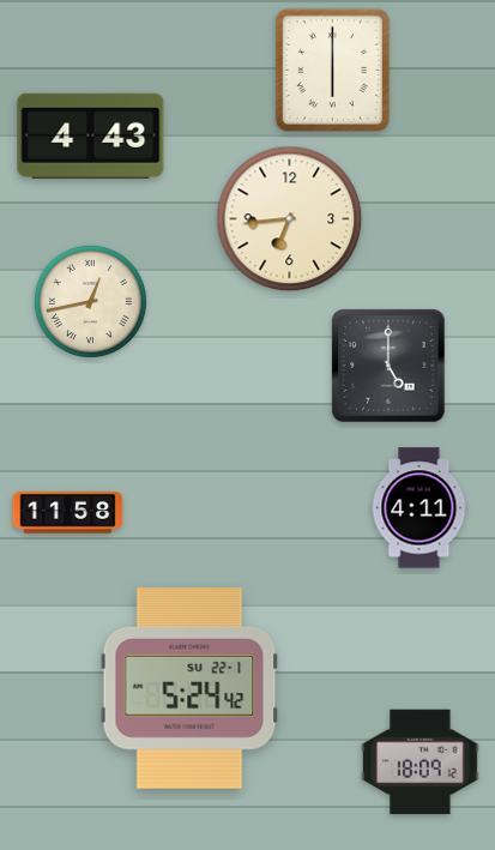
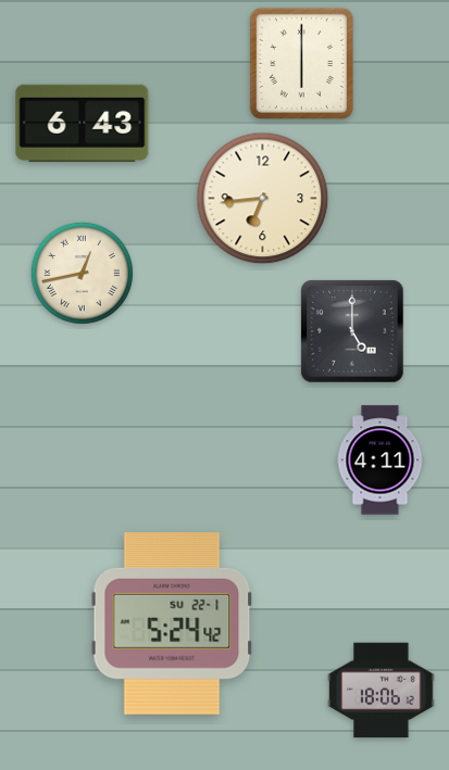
clock at (91, 135): 4:43 -> 6:43
clock at (68, 513): 11:58 -> none
clock at (421, 762): 18:09 -> 18:06
